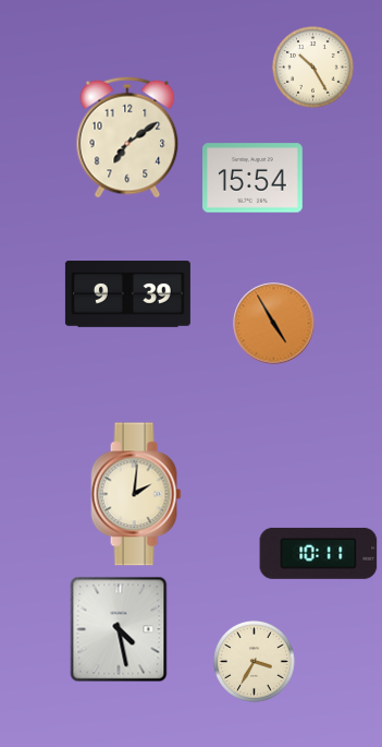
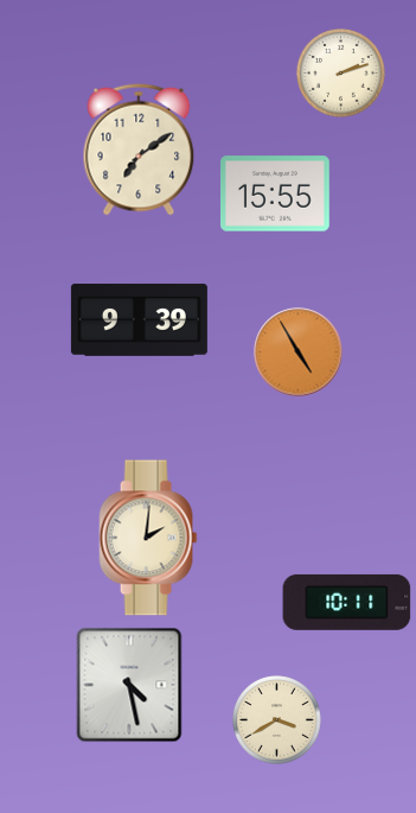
clock at (313, 68): 10:25 -> 2:12
clock at (254, 178): 15:54 -> 15:55
clock at (255, 662): 3:35 -> 3:40
